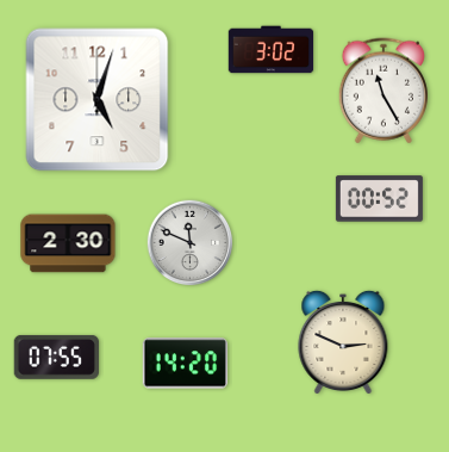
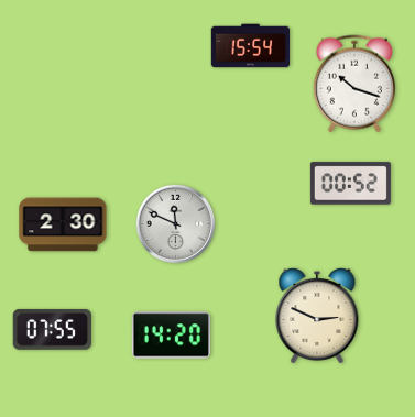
clock at (272, 50): 3:02 -> 15:54
clock at (383, 91): 11:25 -> 10:18
clock at (98, 100): 5:03 -> none
